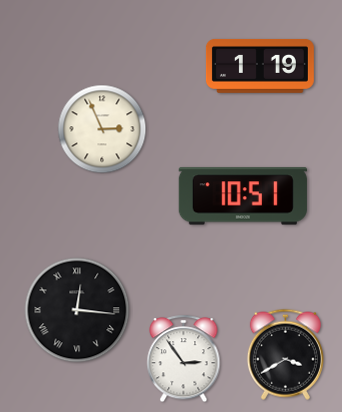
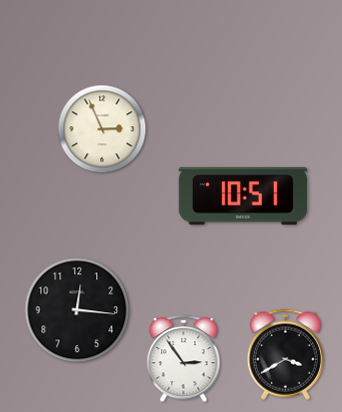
clock at (260, 66): 1:19 -> none
clock at (77, 310) numerals: Roman -> Arabic
